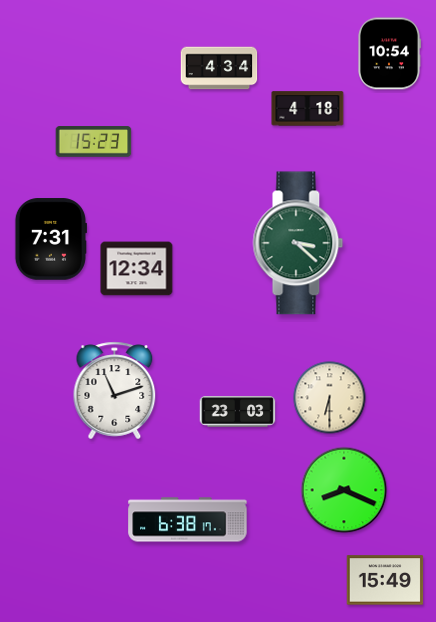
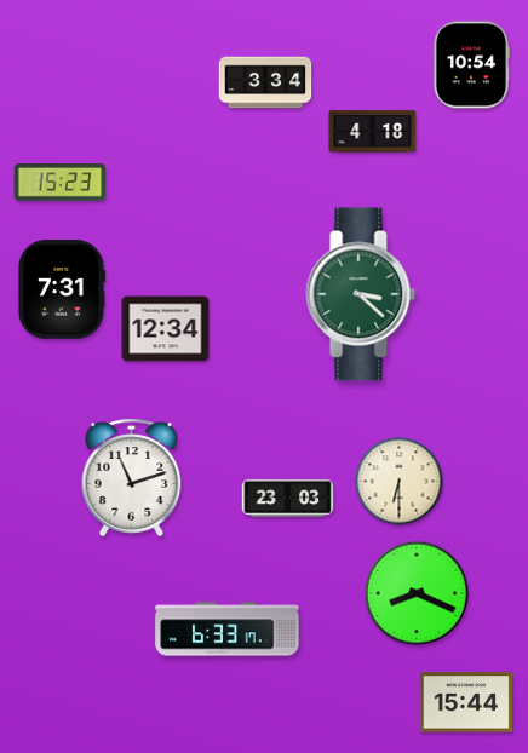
clock at (219, 68): 4:34 -> 3:34
clock at (94, 142) position: (94, 142) -> (61, 183)
clock at (137, 269) position: (137, 269) -> (166, 329)
clock at (115, 391) position: (115, 391) -> (132, 478)
clock at (188, 520): 6:38 -> 6:33
clock at (385, 580): 15:49 -> 15:44
